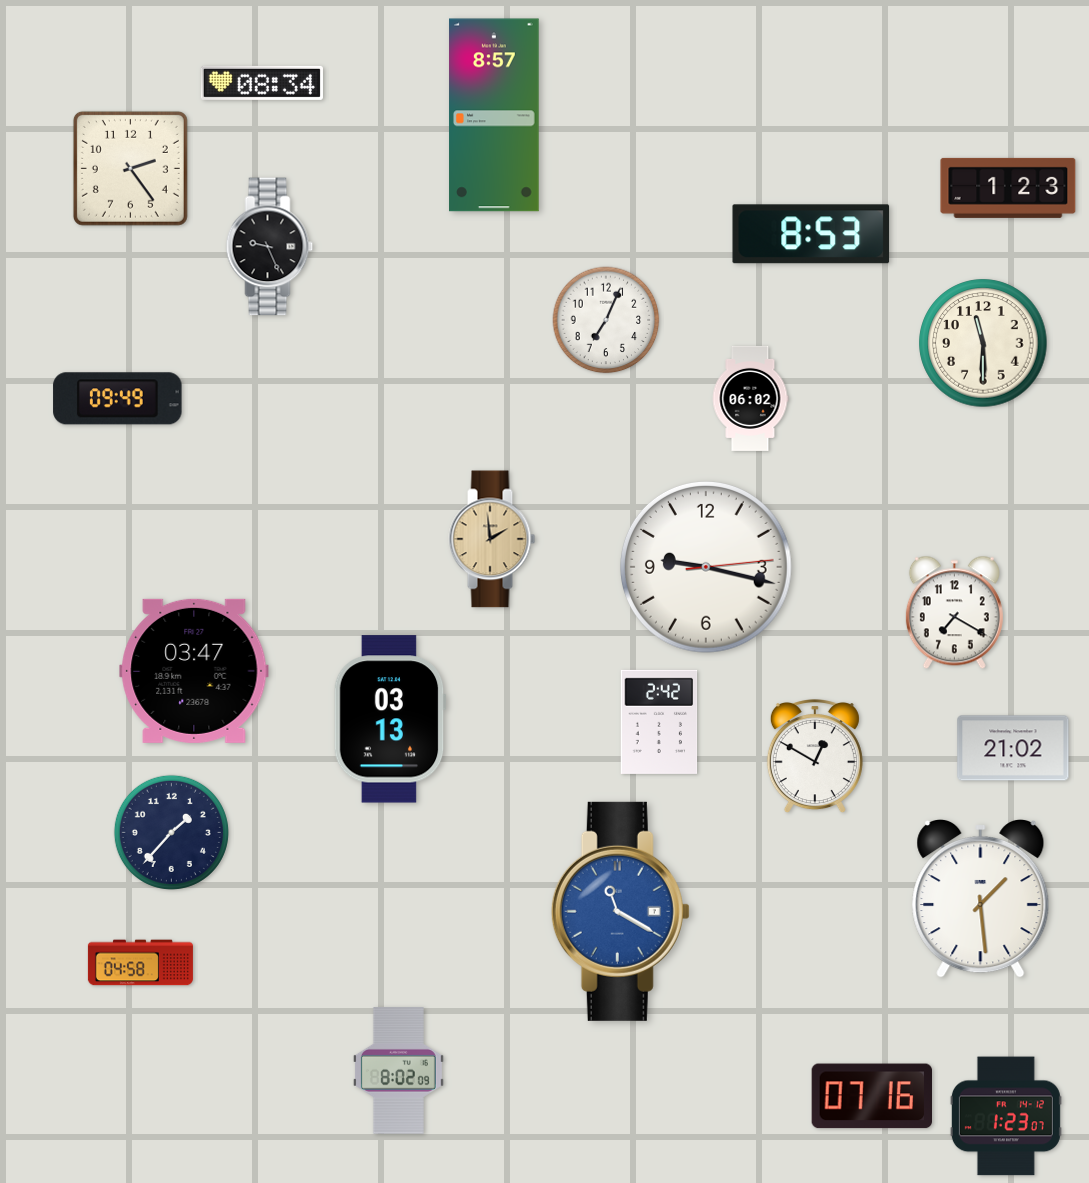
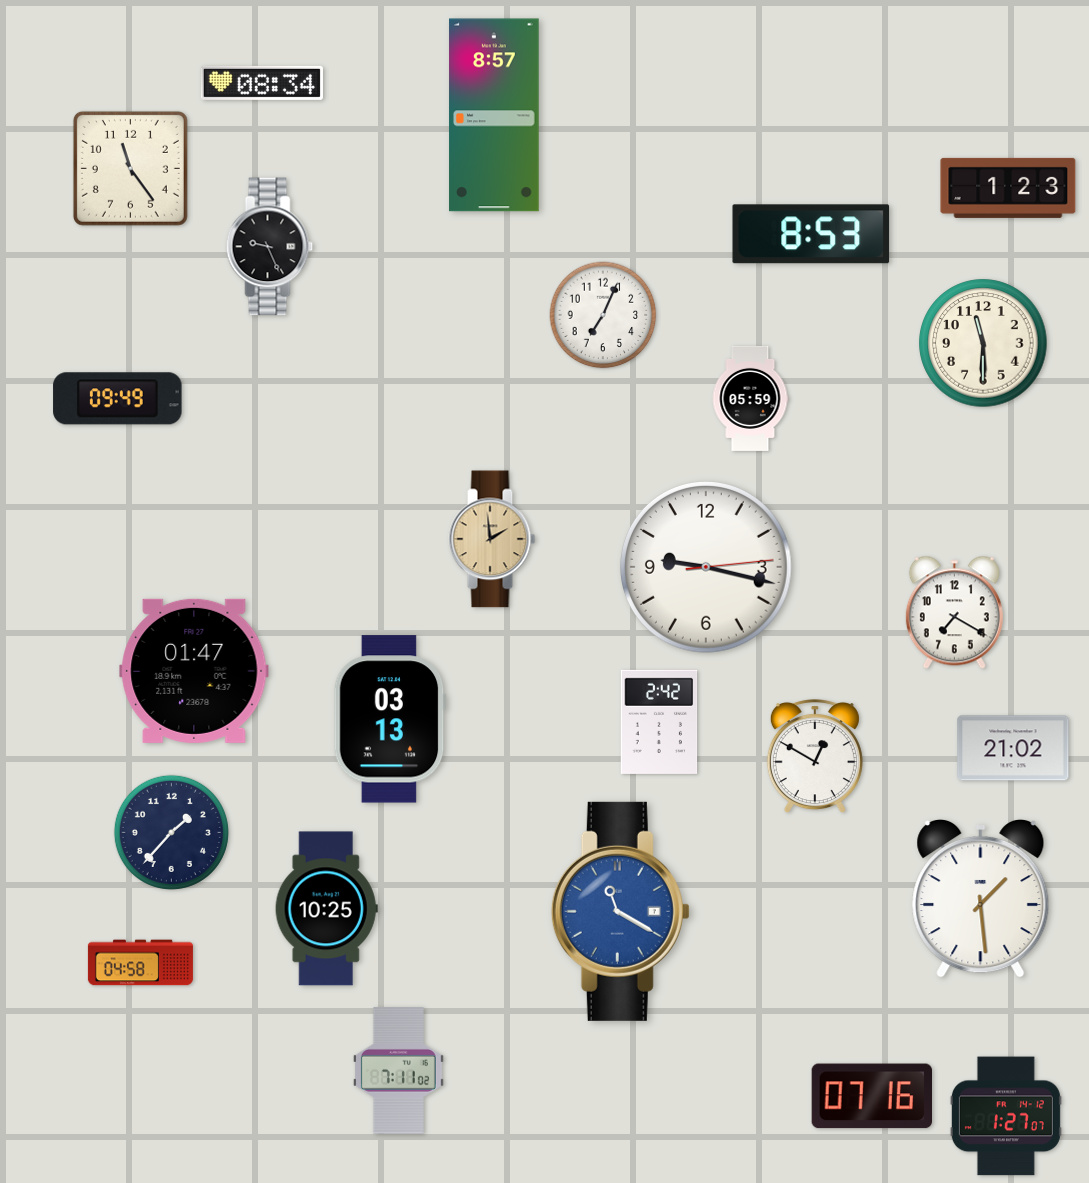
clock at (130, 168): 2:24 -> 11:24
clock at (606, 320) position: (606, 320) -> (603, 315)
clock at (750, 398): 06:02 -> 05:59
clock at (194, 671): 03:47 -> 01:47
clock at (326, 909): none -> 10:25
clock at (398, 1071): 8:02 -> 7:11
clock at (1006, 1116): 1:23 -> 1:27
